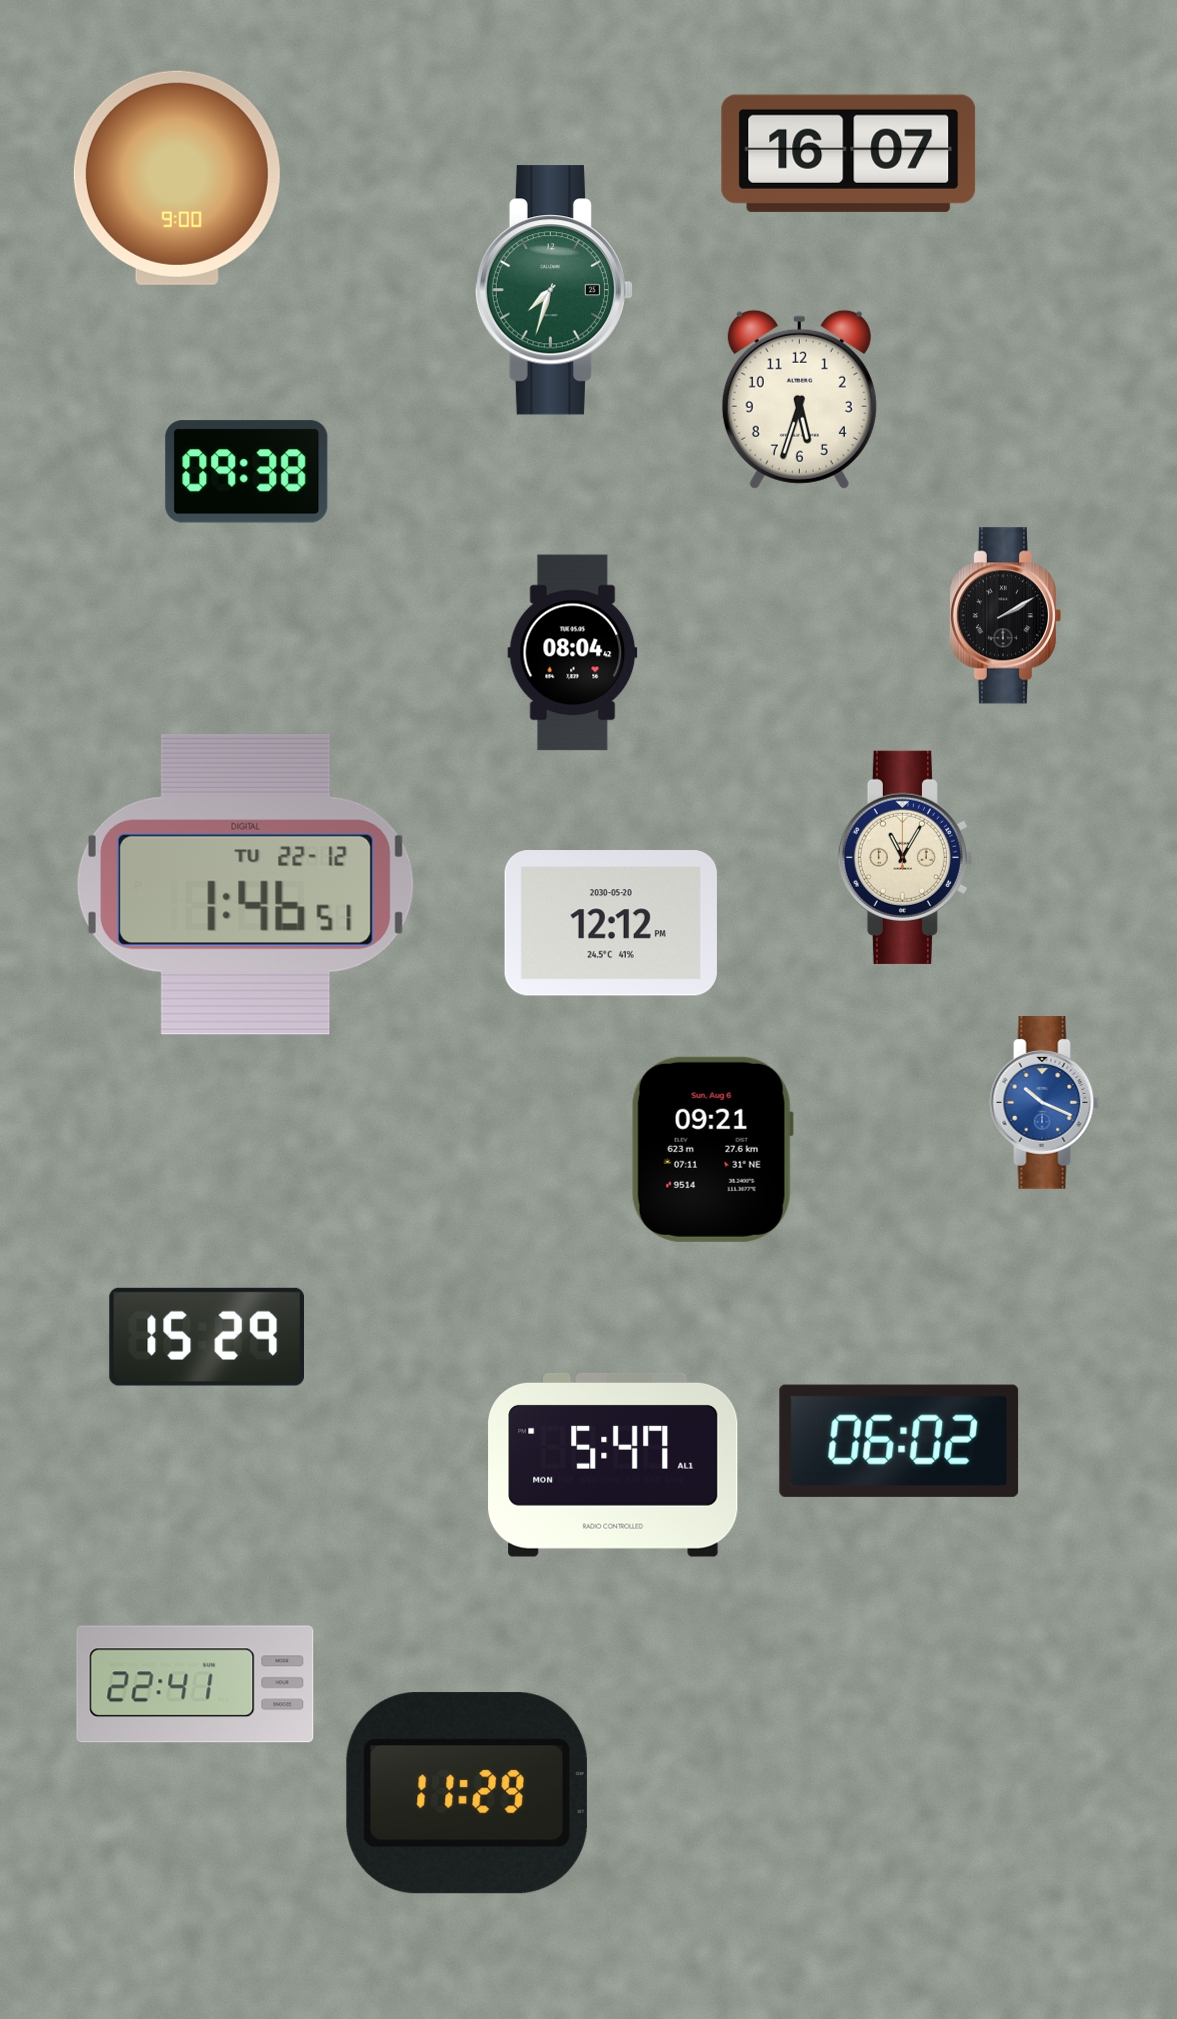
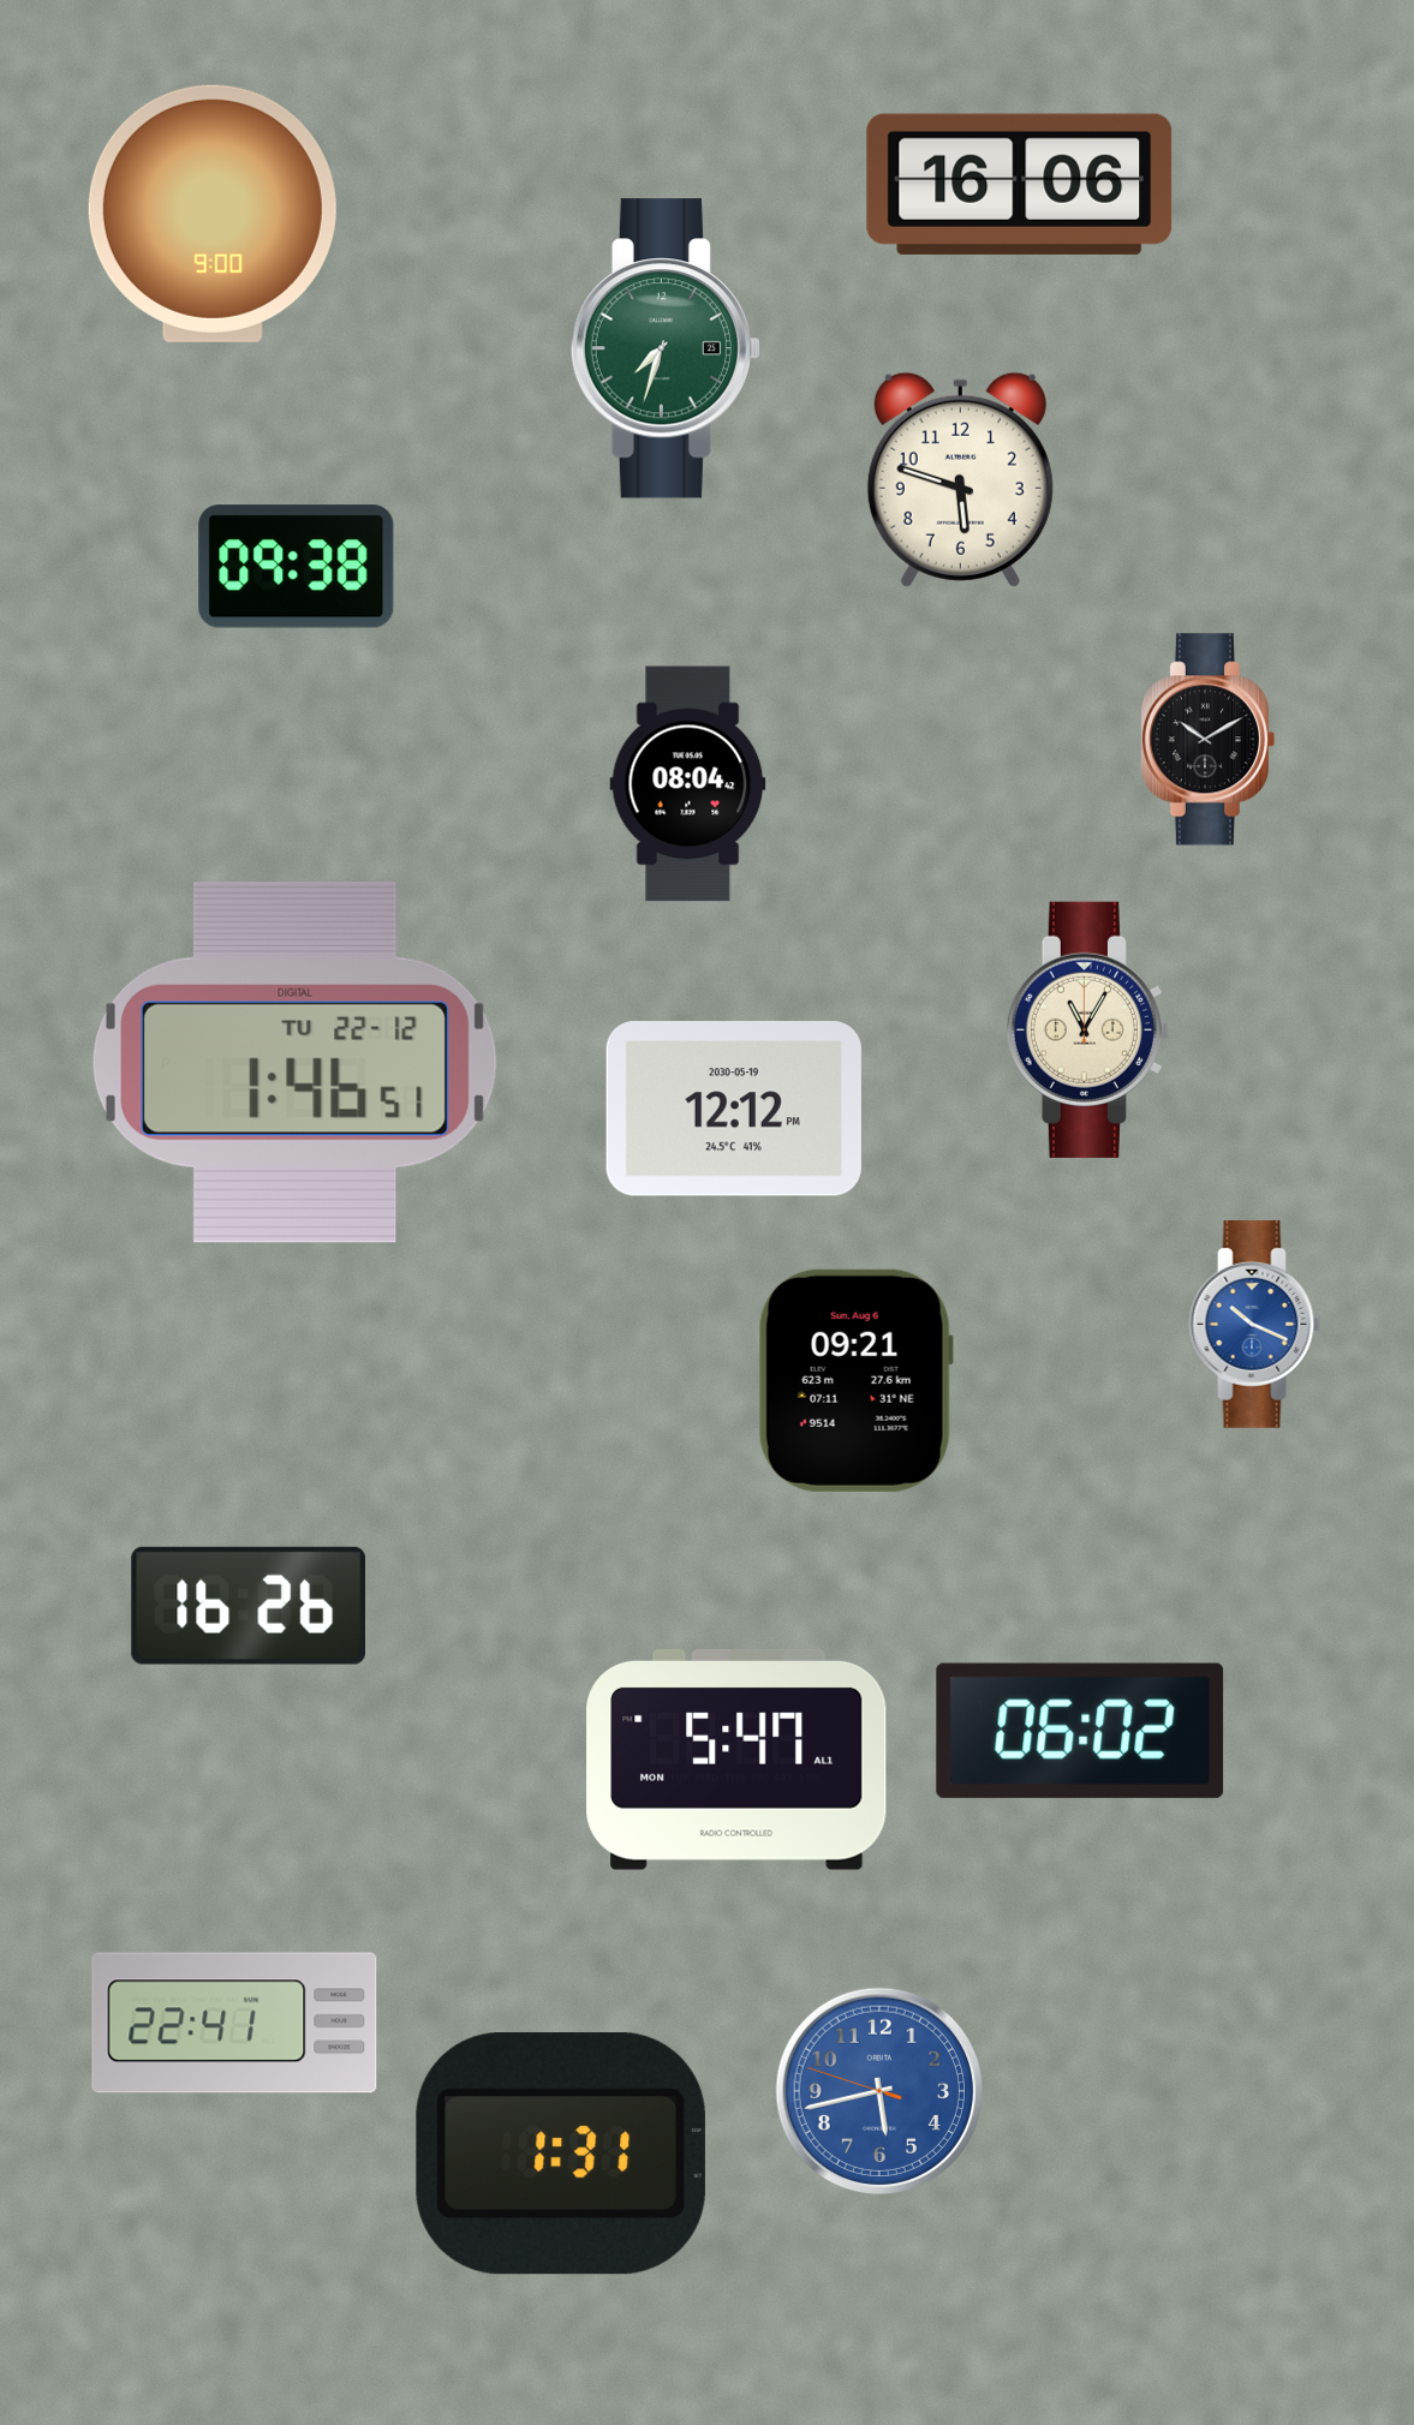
clock at (849, 153): 16:07 -> 16:06
clock at (799, 399): 5:33 -> 5:48
clock at (1005, 616): 2:10 -> 10:10
clock at (611, 923) date: 2030-05-20 -> 2030-05-19
clock at (206, 1337): 15:29 -> 16:26
clock at (878, 2090): none -> 5:42
clock at (467, 1793): 11:29 -> 1:31
